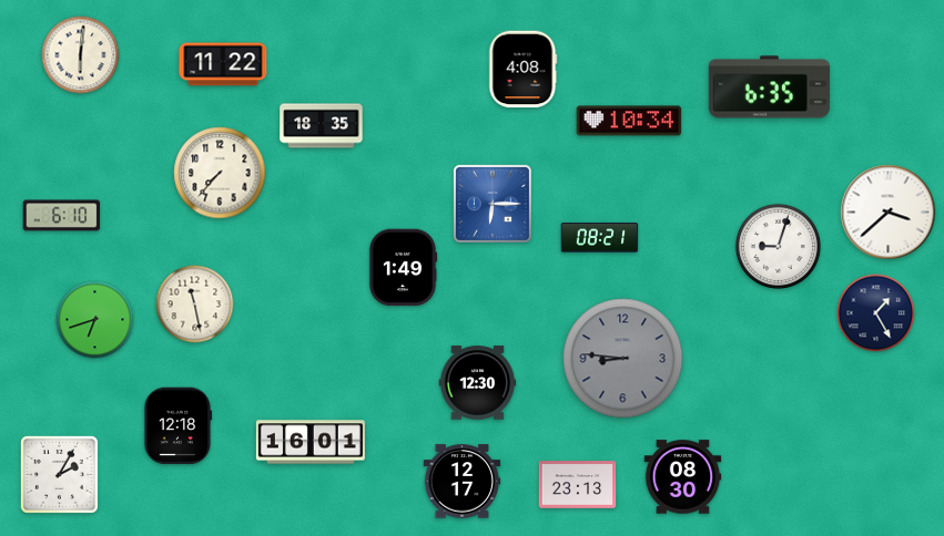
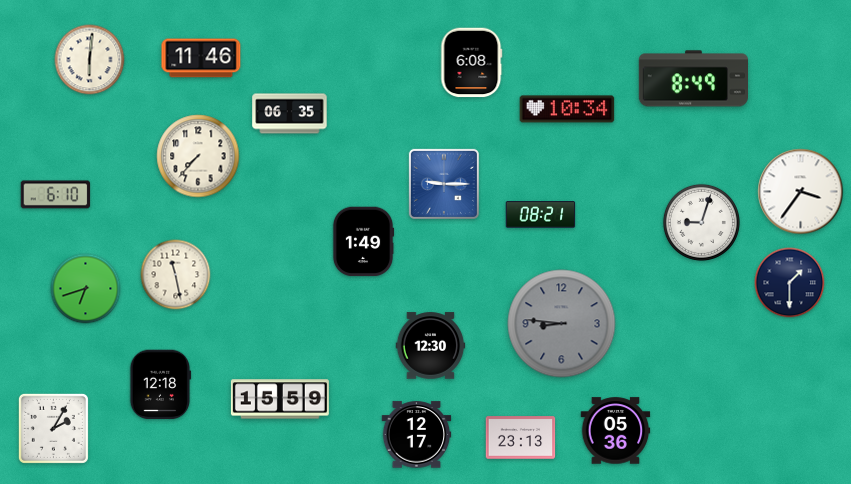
clock at (81, 55) position: (81, 55) -> (90, 60)
clock at (223, 64): 11:22 -> 11:46
clock at (524, 70): 4:08 -> 6:08
clock at (769, 87): 6:35 -> 8:49
clock at (322, 126): 18:35 -> 06:35
clock at (493, 204): 6:15 -> 9:15
clock at (889, 213): 3:38 -> 3:36
clock at (876, 313): 1:25 -> 1:30
clock at (311, 442): 16:01 -> 15:59
clock at (683, 477): 08:30 -> 05:36
